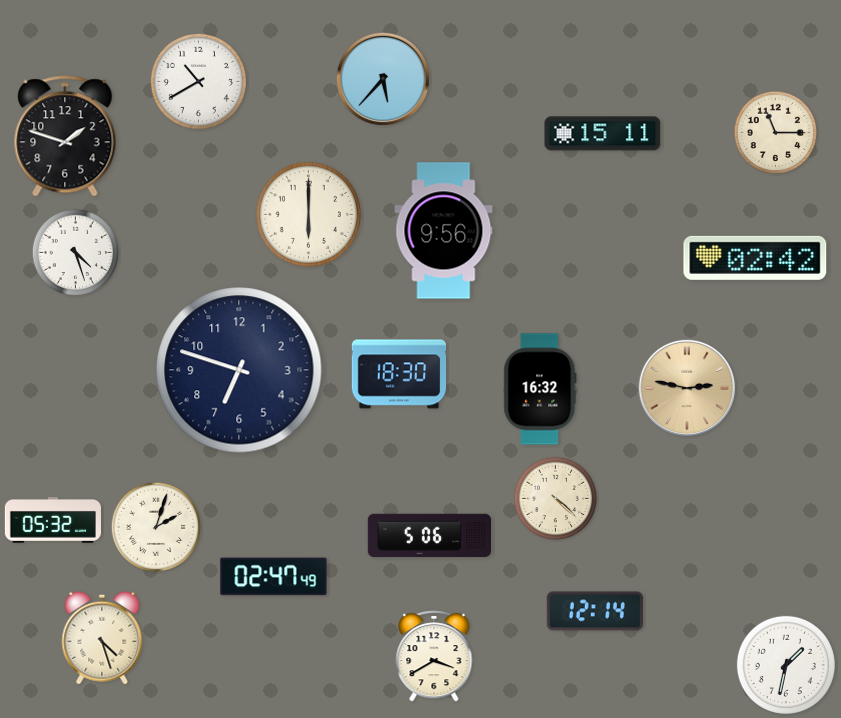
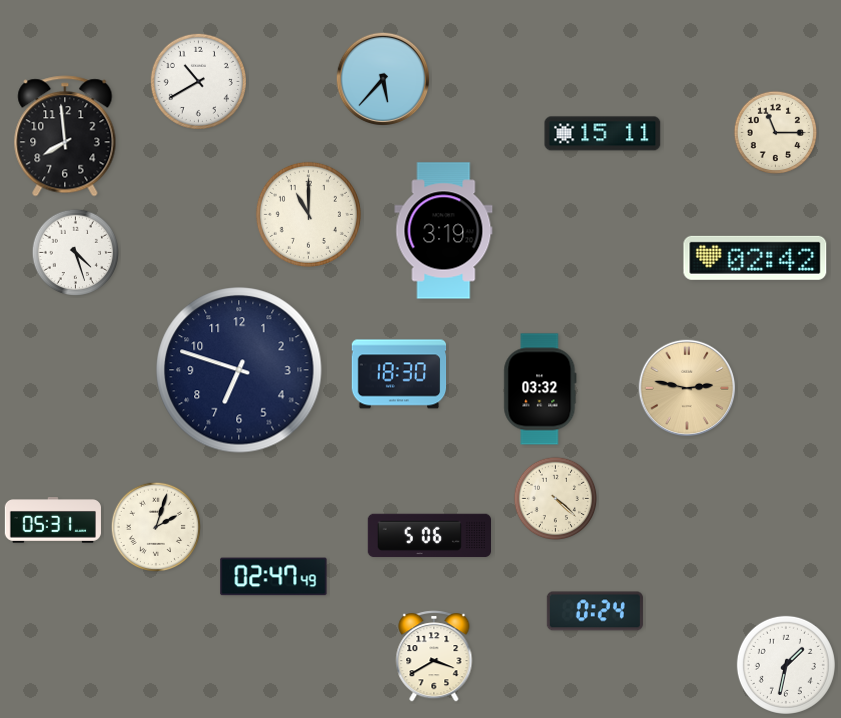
clock at (65, 136): 1:48 -> 7:59
clock at (308, 214): 6:00 -> 11:00
clock at (444, 231): 9:56 -> 3:19
clock at (540, 389): 16:32 -> 03:32
clock at (53, 521): 05:32 -> 05:31
clock at (595, 611): 12:14 -> 0:24
clock at (102, 638): 4:27 -> none
